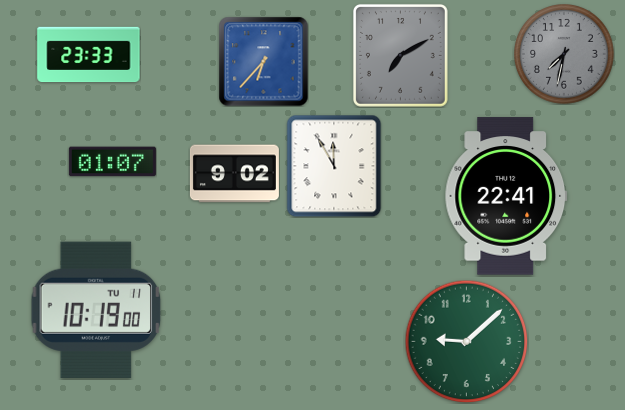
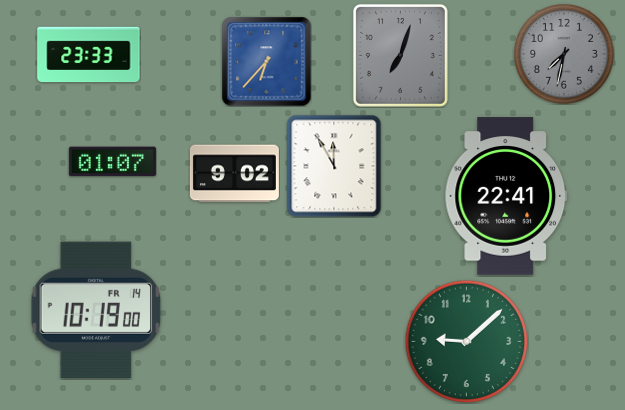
clock at (400, 56): 7:10 -> 7:03
clock at (263, 61) position: (263, 61) -> (266, 61)
clock at (96, 310) date: TU 11 -> FR 14
